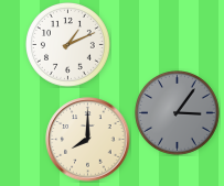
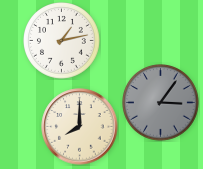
clock at (68, 45): 1:11 -> 1:13
